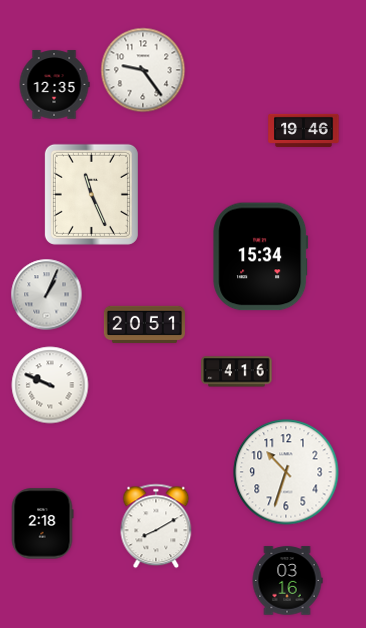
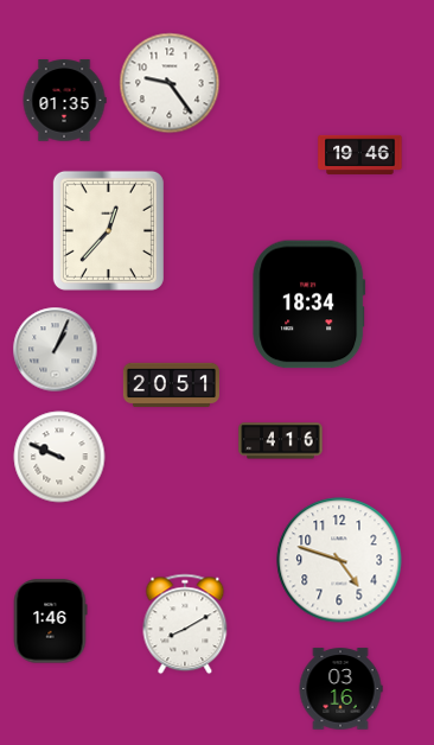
clock at (54, 85): 12:35 -> 01:35
clock at (91, 194): 11:26 -> 12:37
clock at (261, 257): 15:34 -> 18:34
clock at (286, 472): 10:33 -> 4:48
clock at (42, 524): 2:18 -> 1:46
